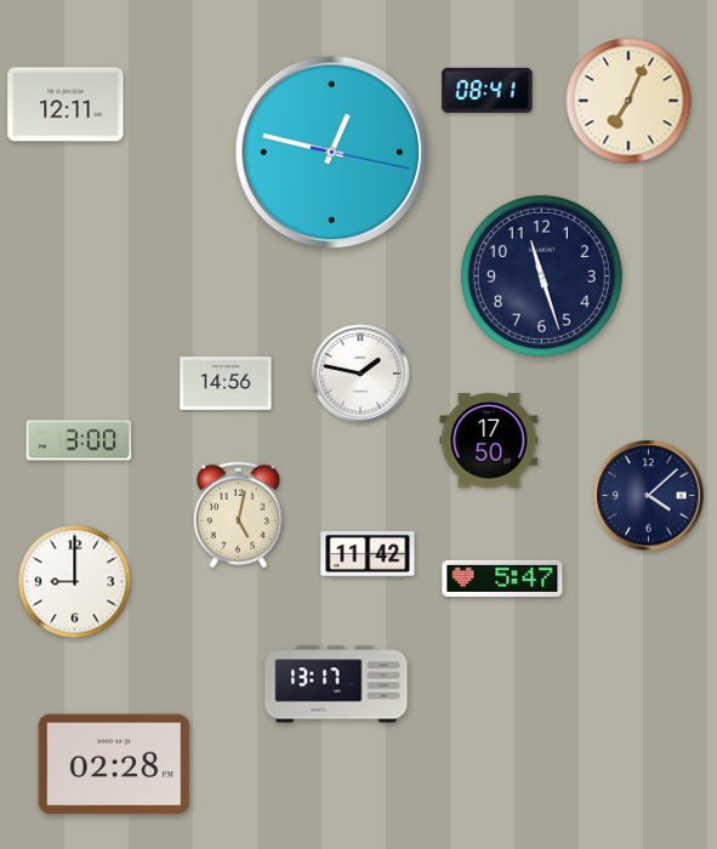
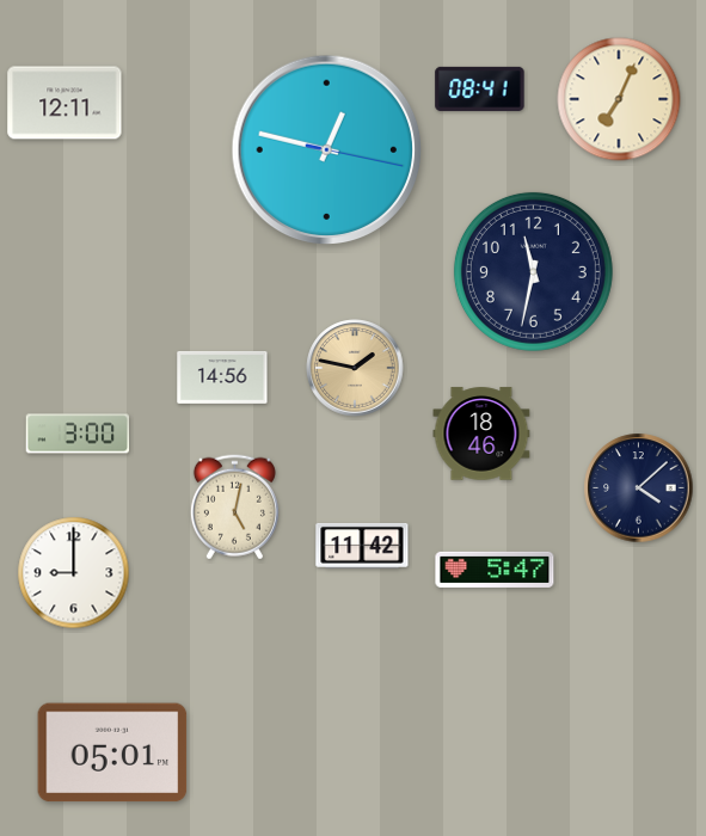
clock at (541, 275): 11:27 -> 11:32
clock at (360, 374) dial: white -> champagne
clock at (489, 440): 17:50 -> 18:46
clock at (336, 684): 13:17 -> none
clock at (114, 764): 02:28 -> 05:01
